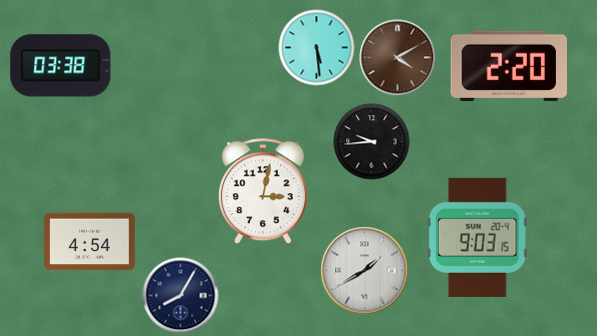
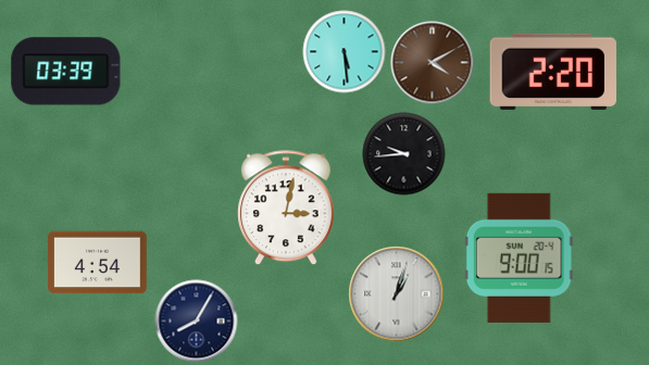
clock at (61, 66): 03:38 -> 03:39
clock at (477, 237): 9:03 -> 9:00
clock at (365, 271): 1:40 -> 1:03
